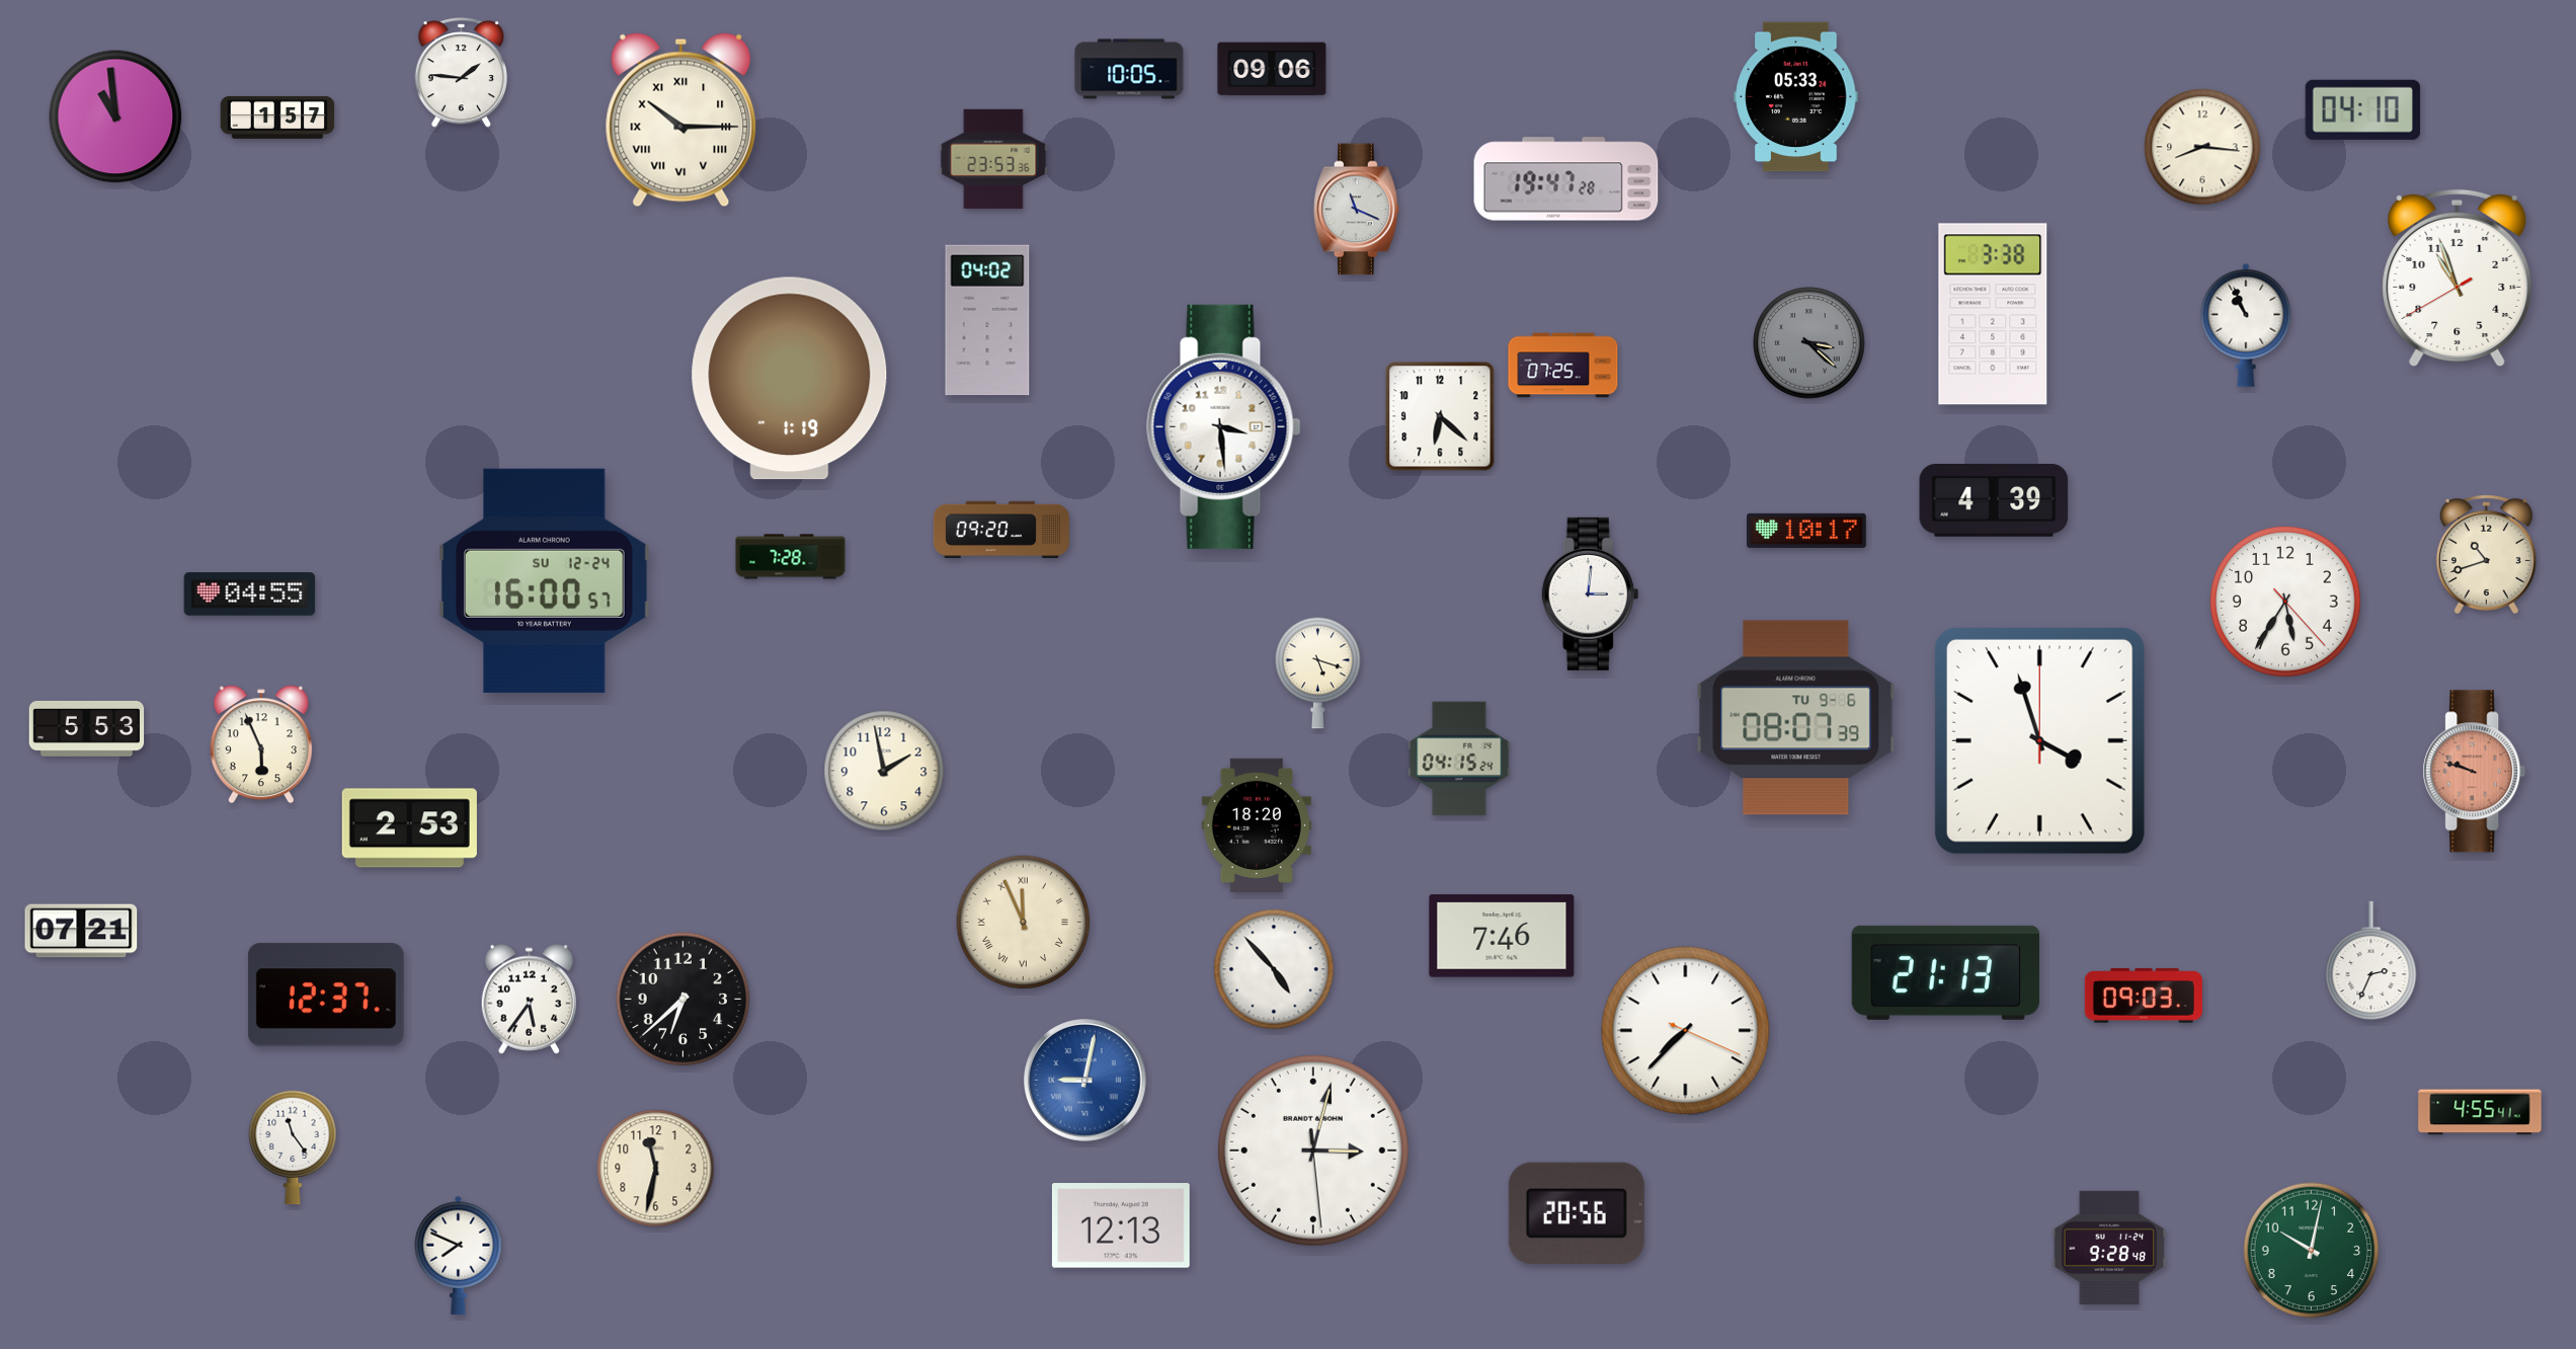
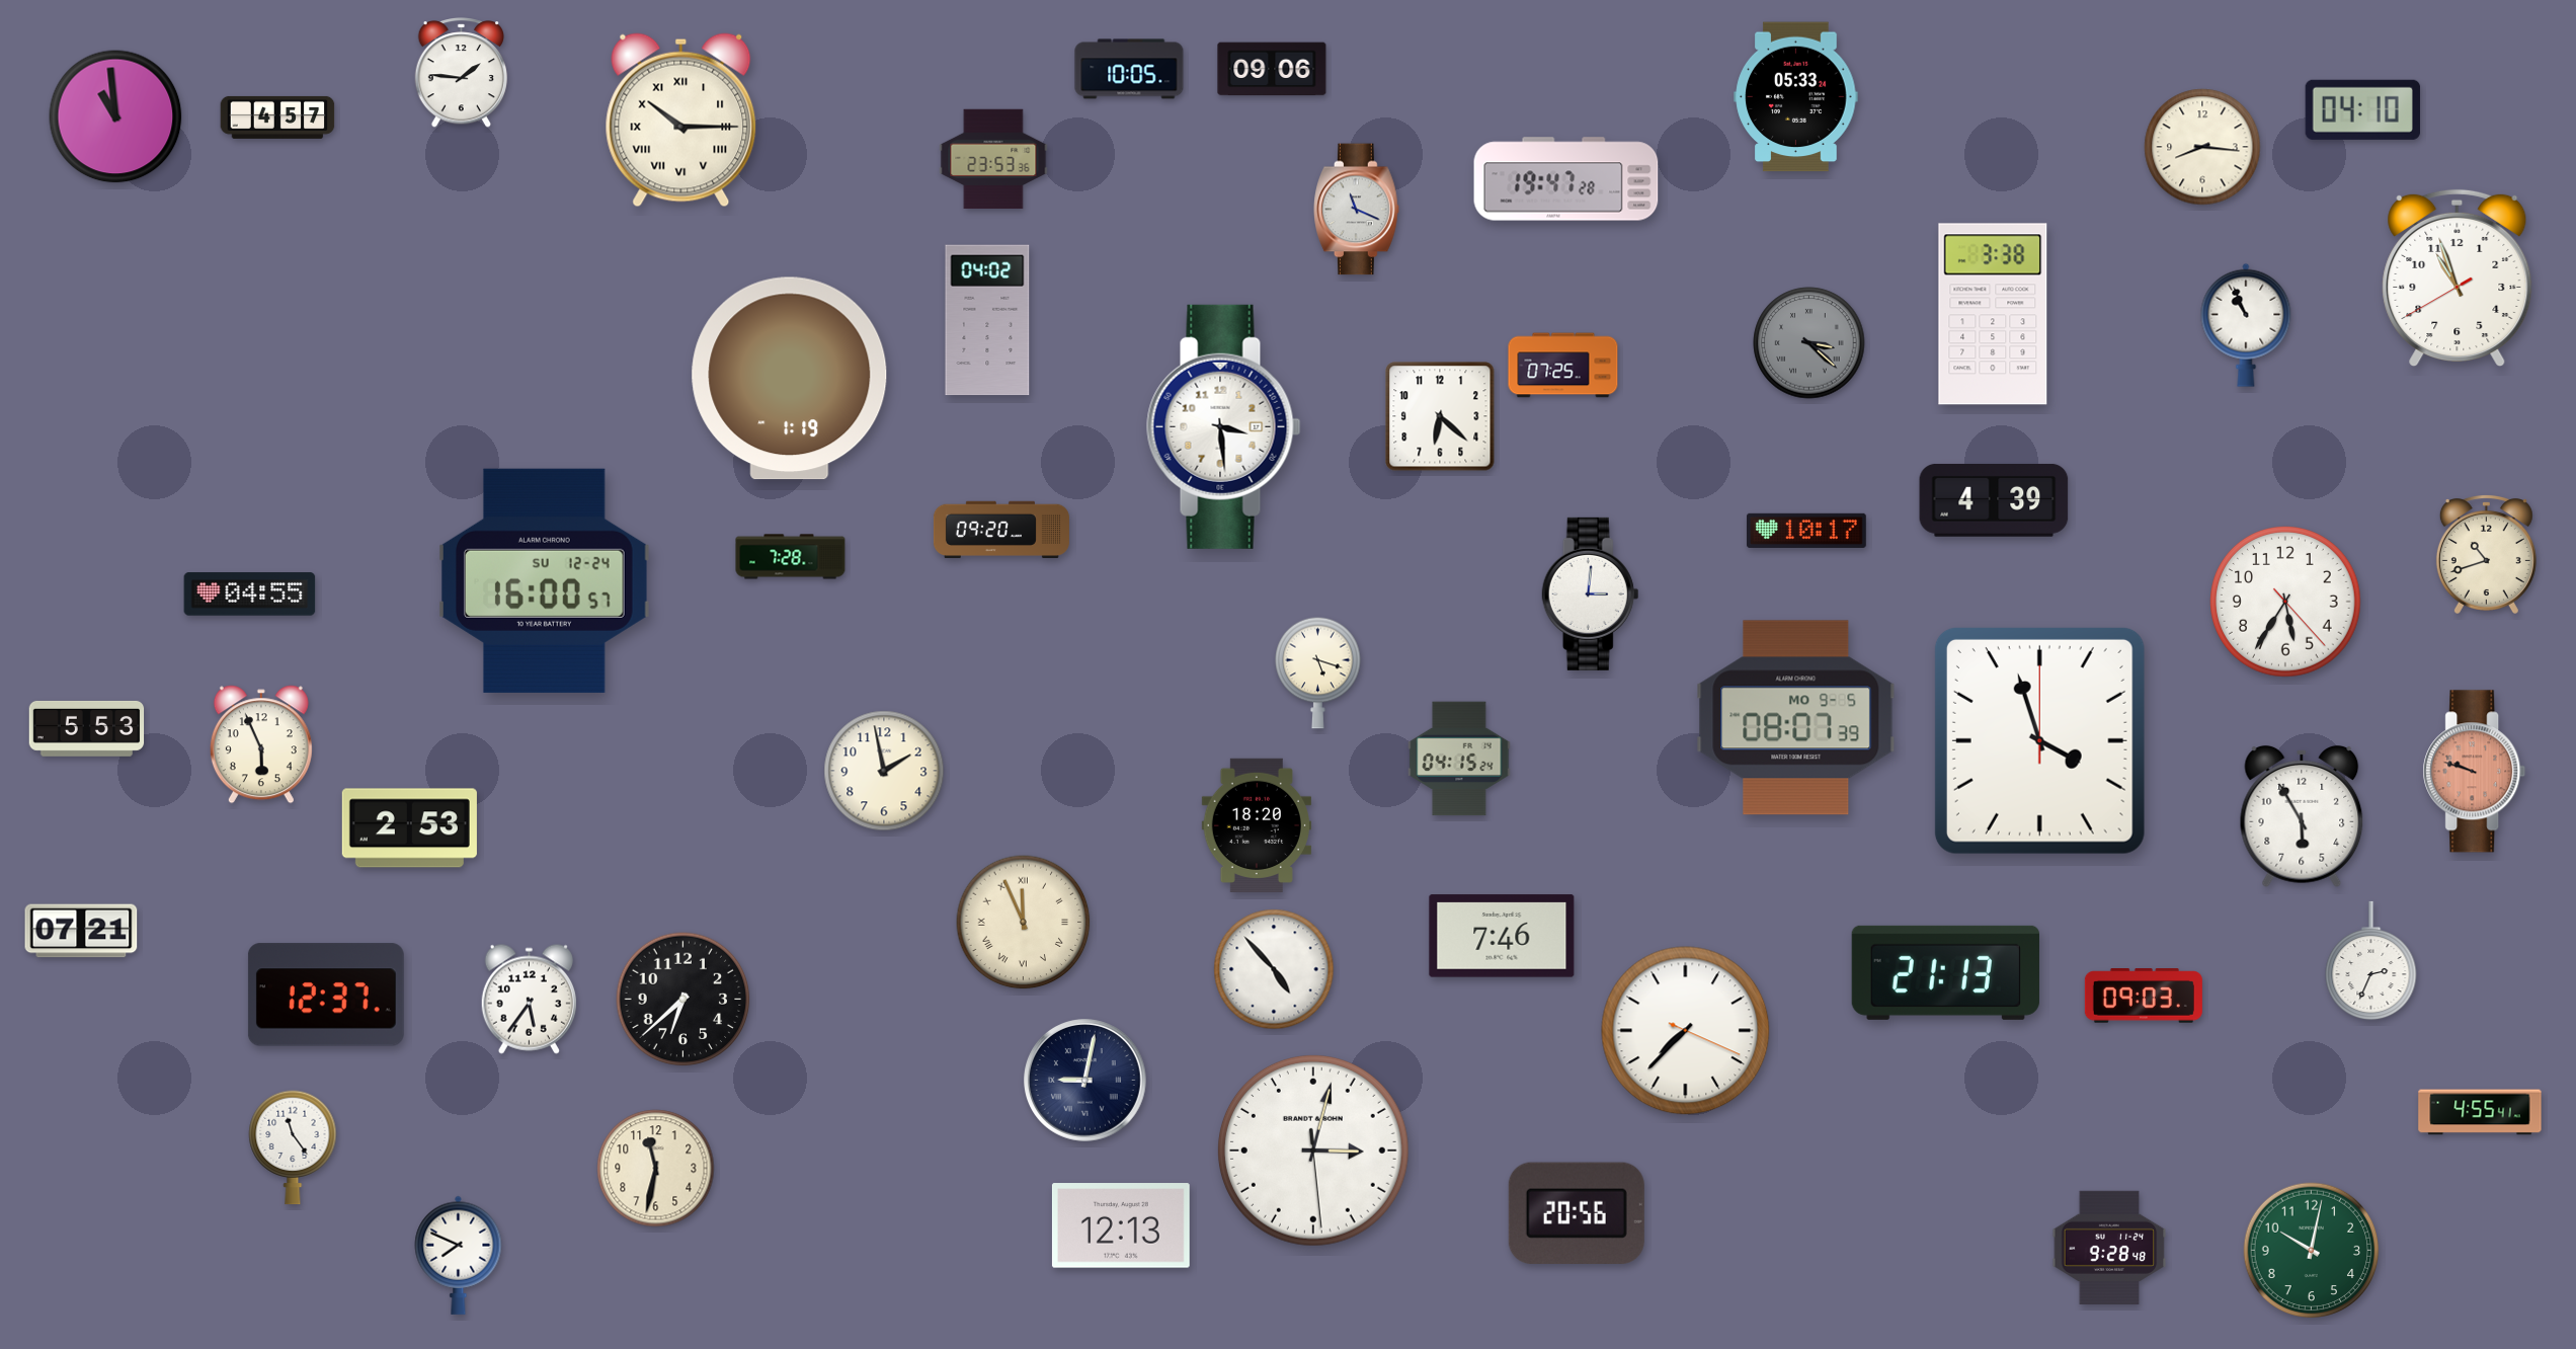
clock at (277, 117): 1:57 -> 4:57
clock at (1796, 718) date: TU 9-6 -> MO 9-5
clock at (2302, 816): none -> 5:55
clock at (1085, 1081) dial: blue -> navy
